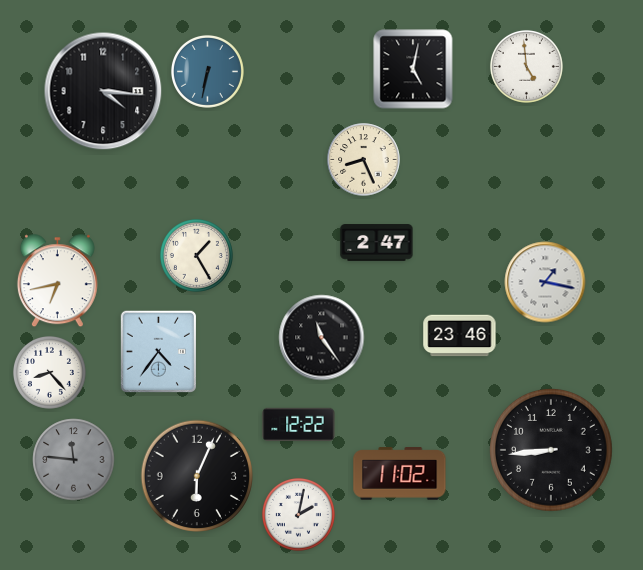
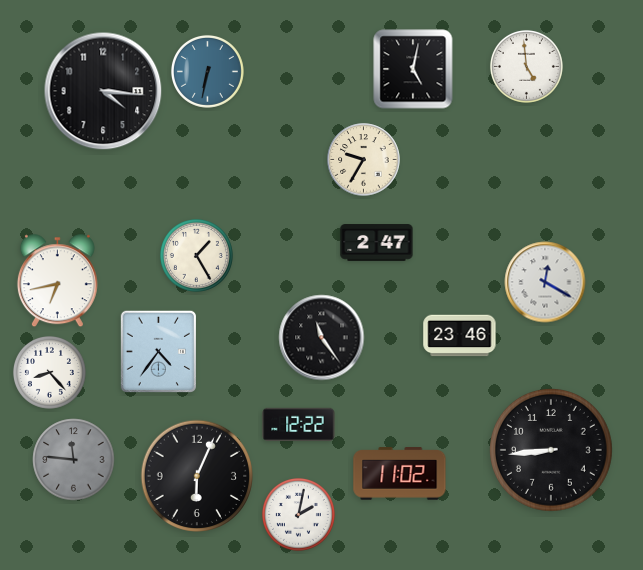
clock at (364, 160): 8:26 -> 9:35
clock at (545, 282): 1:17 -> 12:20
